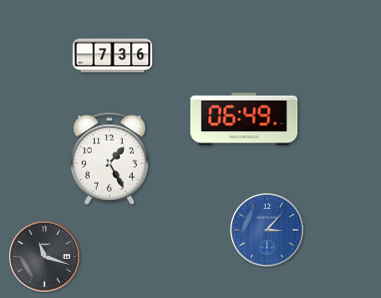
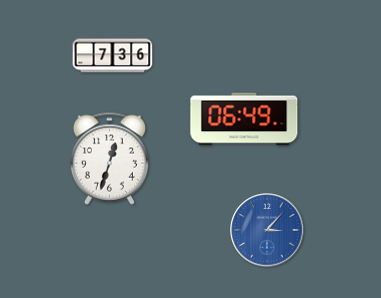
clock at (109, 158): 1:25 -> 12:33
clock at (45, 257): 11:18 -> none
